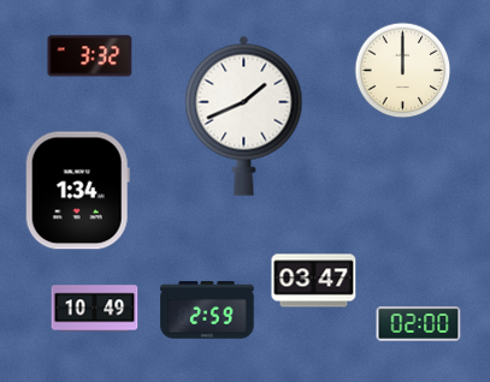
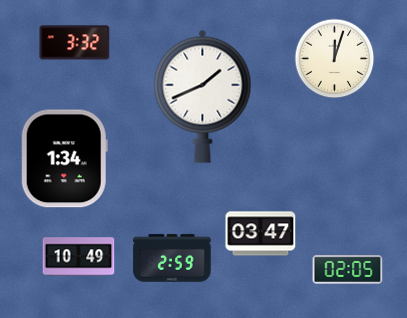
clock at (90, 56) position: (90, 56) -> (75, 43)
clock at (403, 71): 12:00 -> 12:03
clock at (419, 324): 02:00 -> 02:05
